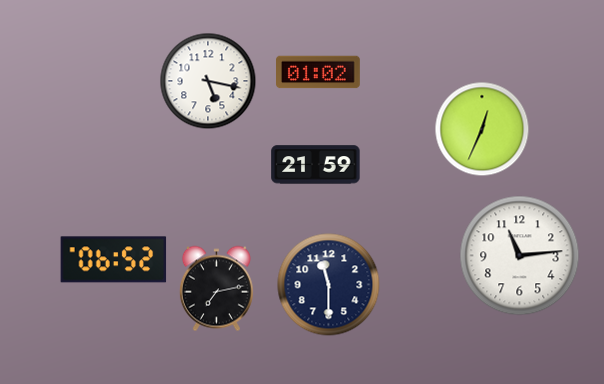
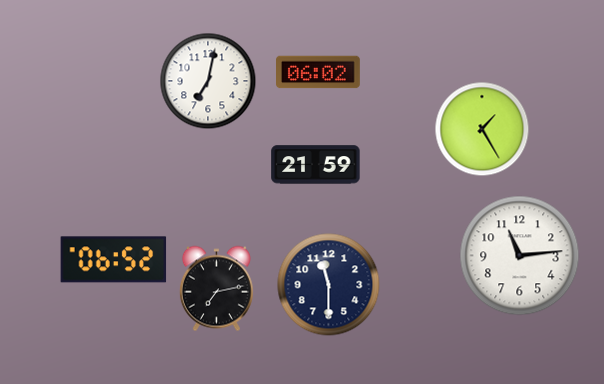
clock at (319, 72): 01:02 -> 06:02
clock at (208, 81): 5:17 -> 7:02
clock at (482, 129): 12:34 -> 1:25
